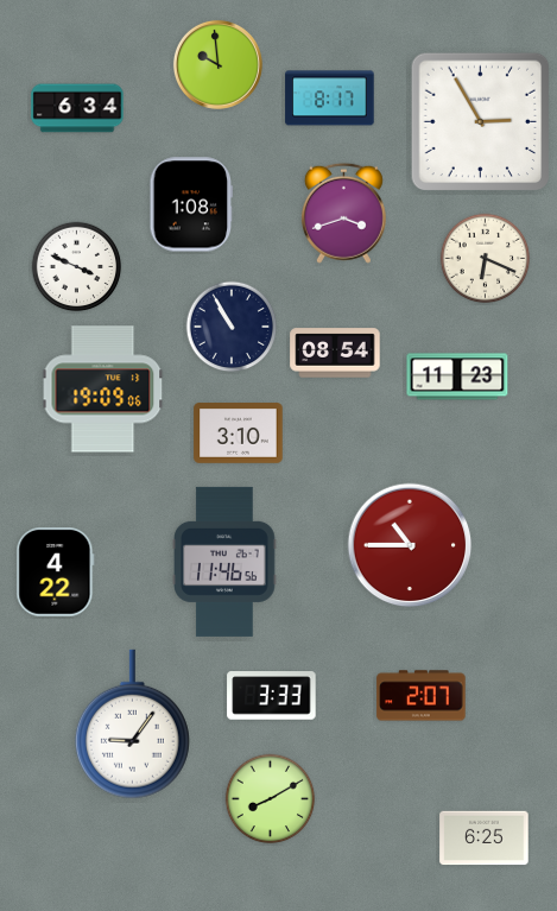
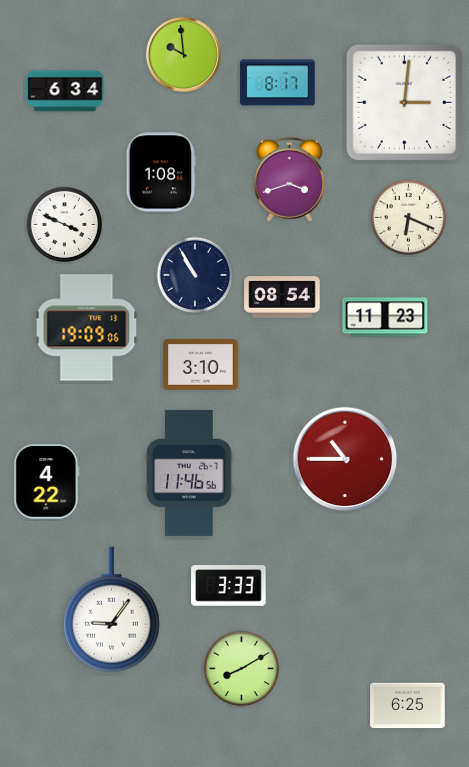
clock at (481, 122): 2:55 -> 3:01
clock at (422, 696): 2:07 -> none
clock at (271, 799) position: (271, 799) -> (242, 669)
